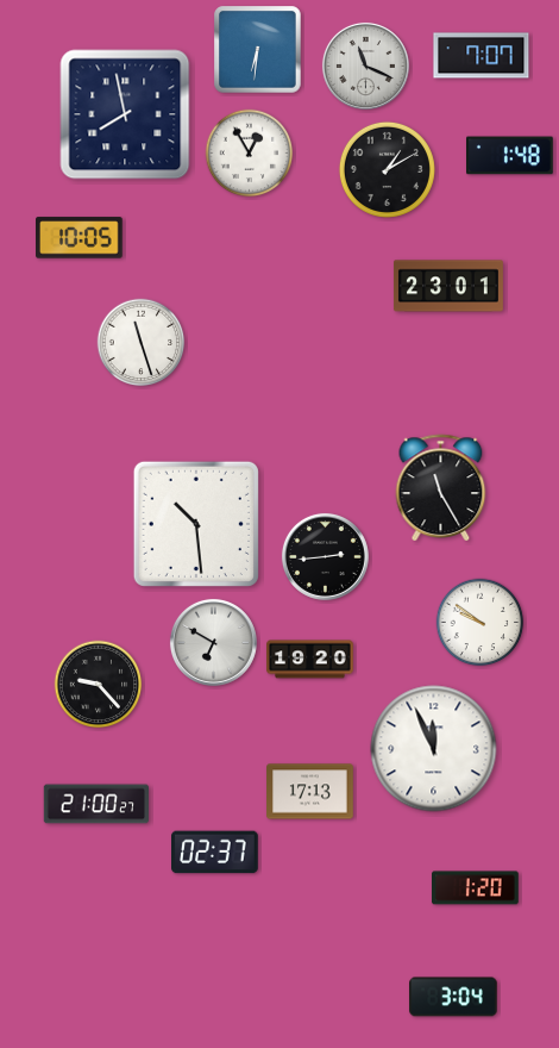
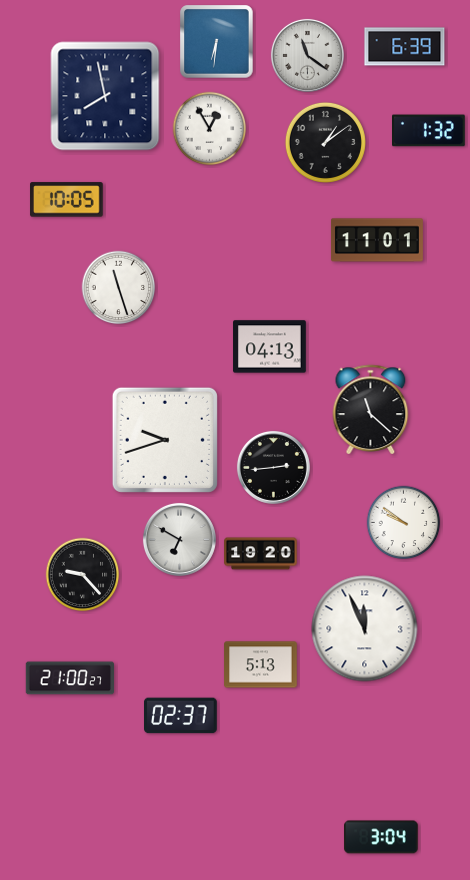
clock at (482, 56): 7:07 -> 6:39
clock at (365, 65): 11:19 -> 11:21
clock at (510, 156): 1:48 -> 1:32
clock at (387, 169): 1:10 -> 1:09
clock at (448, 286): 23:01 -> 11:01
clock at (270, 347): none -> 04:13
clock at (441, 487): 11:25 -> 11:22
clock at (196, 524): 10:29 -> 9:42
clock at (310, 792): 17:13 -> 5:13
clock at (96, 804) position: (96, 804) -> (70, 678)
clock at (476, 888): 1:20 -> none
